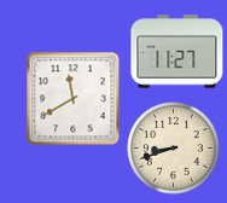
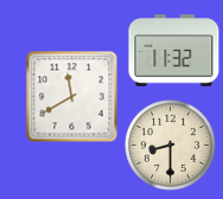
clock at (177, 52): 11:27 -> 11:32
clock at (174, 149): 8:42 -> 8:30
